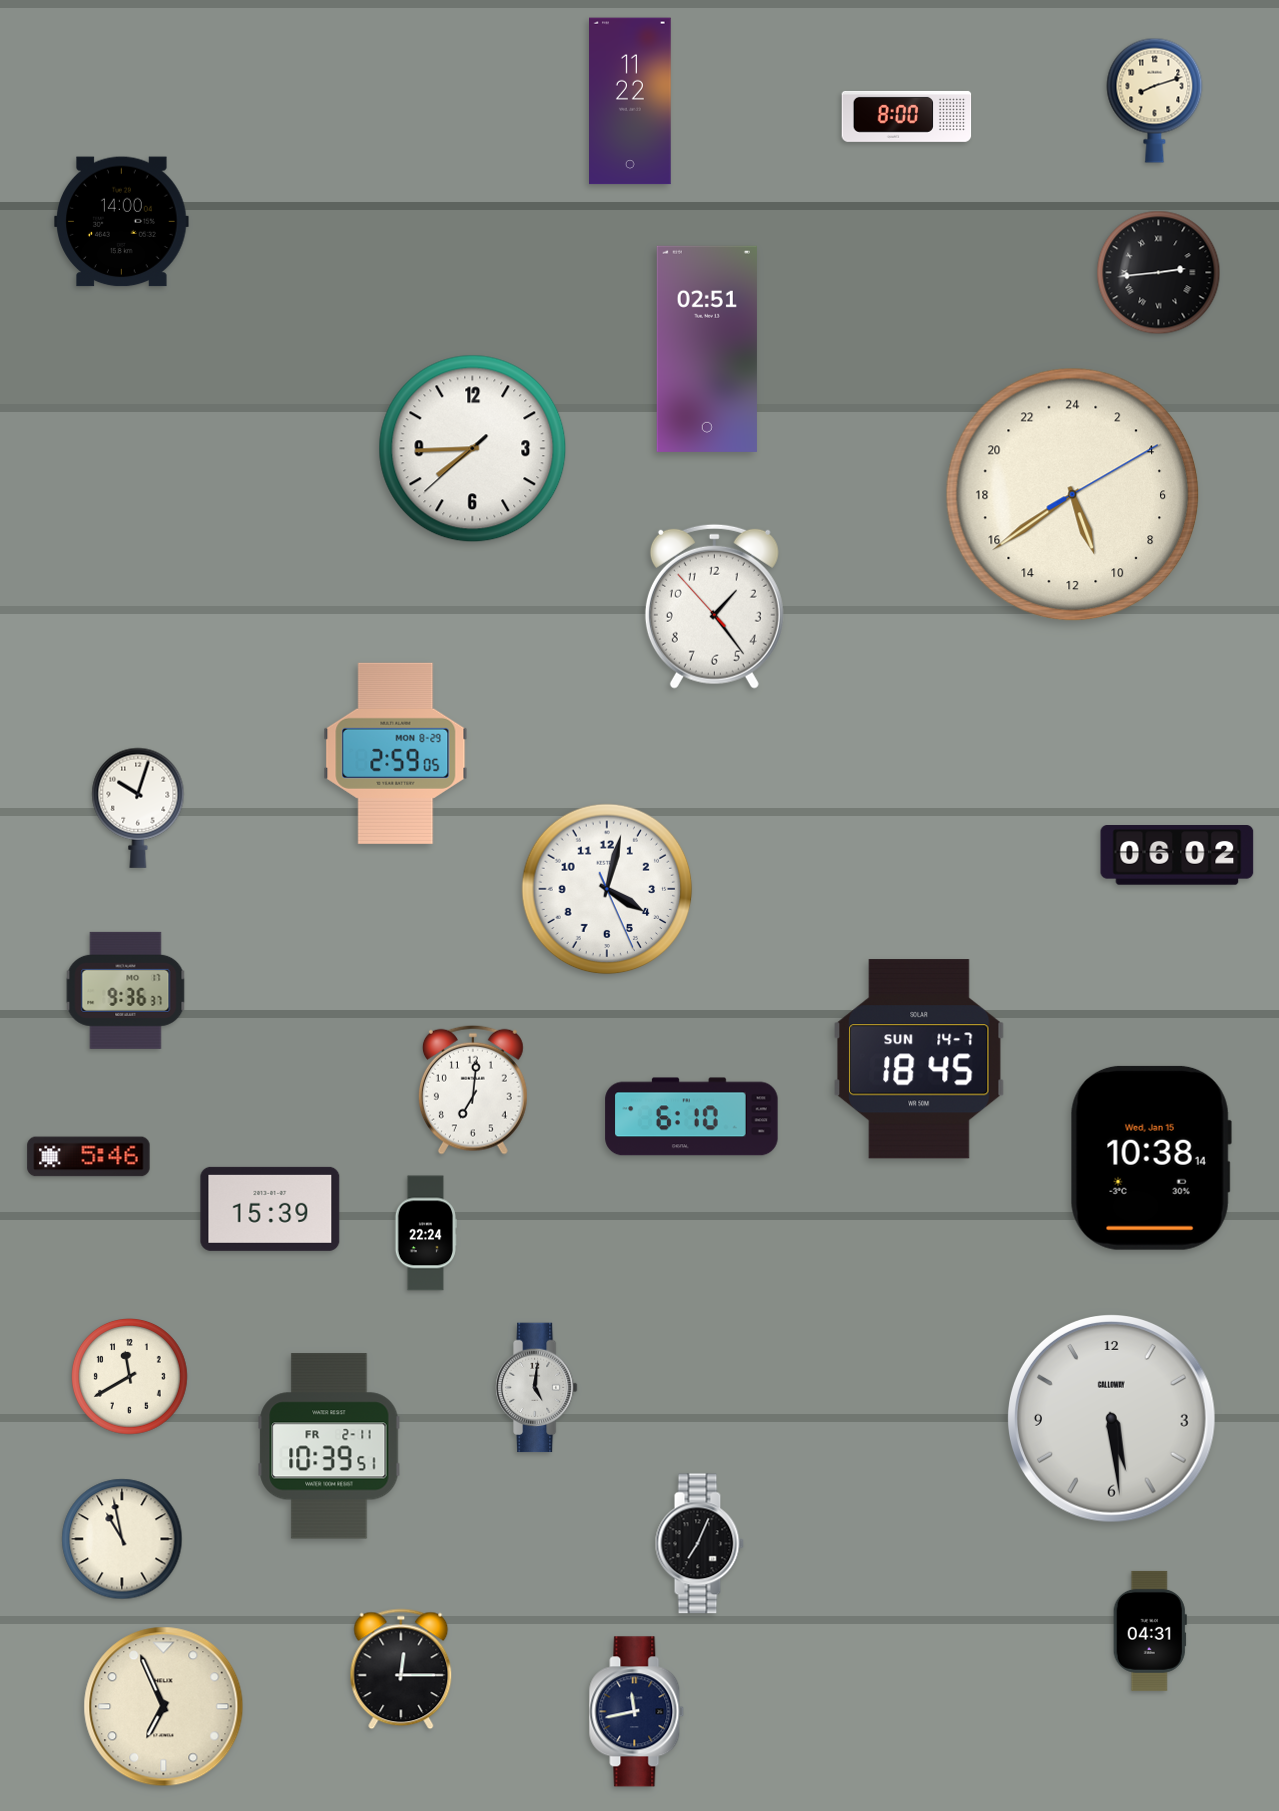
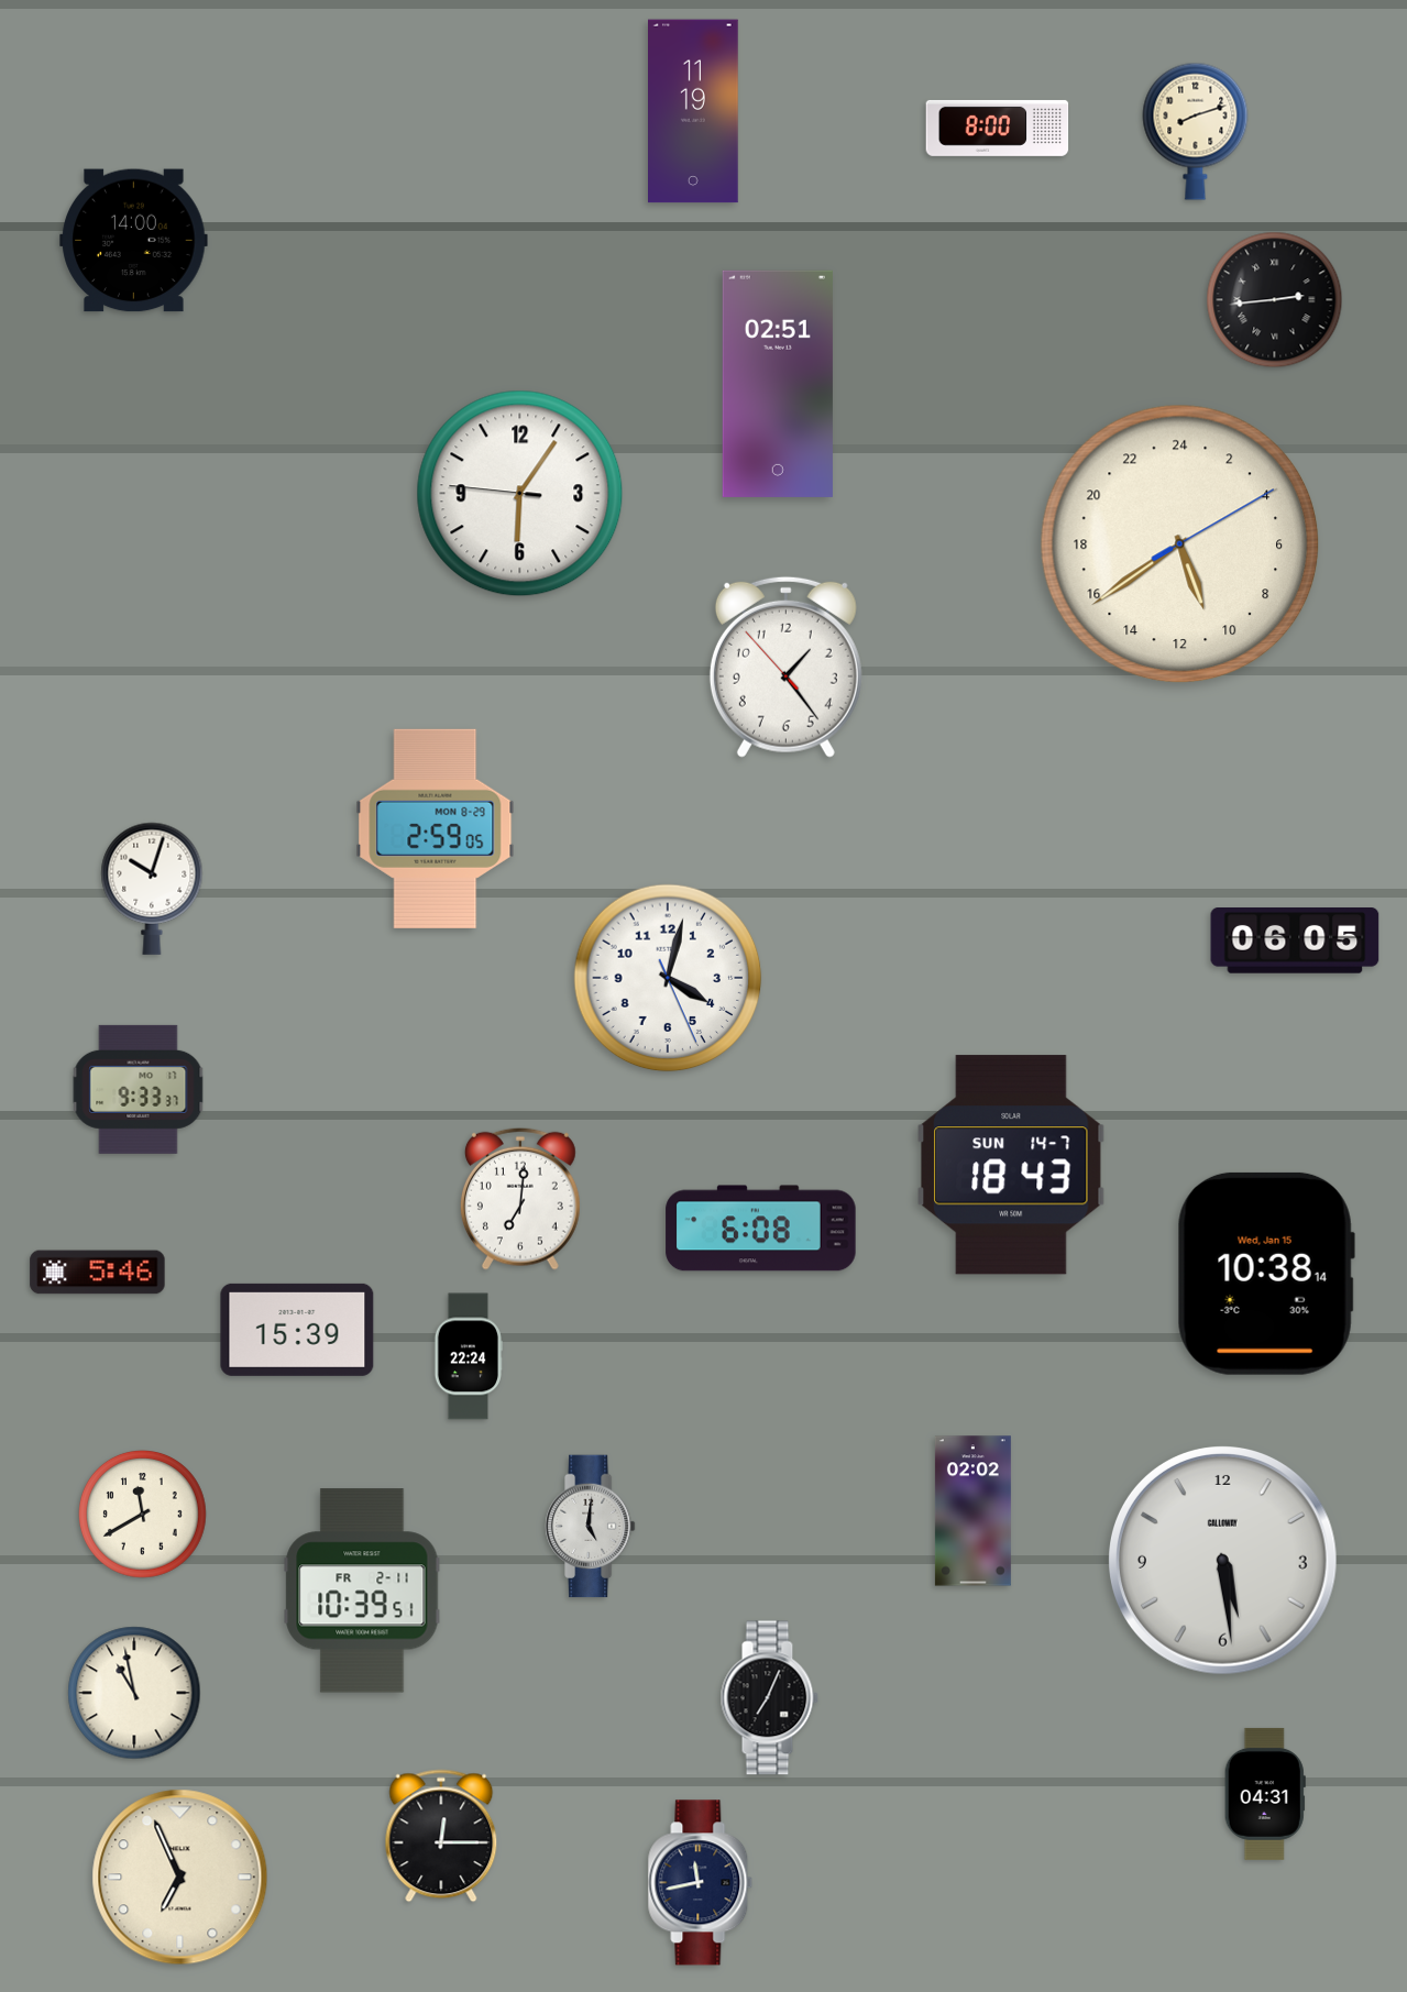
clock at (1155, 100) position: (1155, 100) -> (1196, 131)
clock at (631, 101): 11:22 -> 11:19
clock at (122, 222) position: (122, 222) -> (134, 241)
clock at (473, 449): 7:44 -> 6:05
clock at (1177, 855): 06:02 -> 06:05
clock at (126, 990): 9:36 -> 9:33
clock at (919, 1059): 18:45 -> 18:43
clock at (692, 1117): 6:10 -> 6:08
clock at (972, 1511): none -> 02:02
